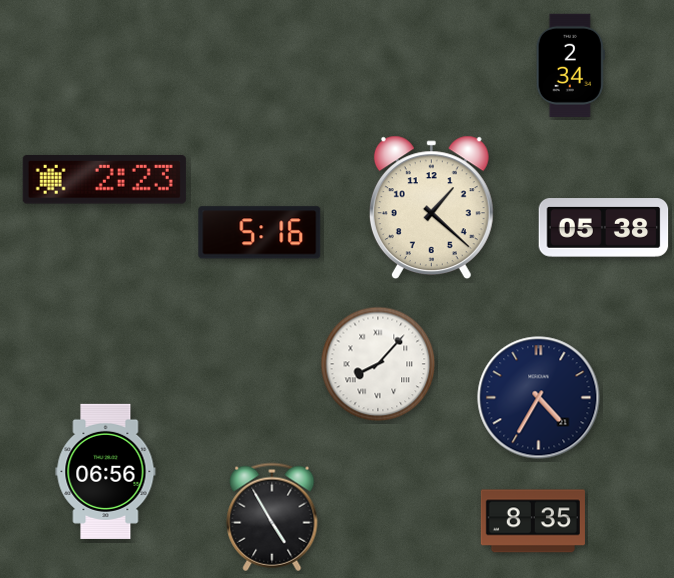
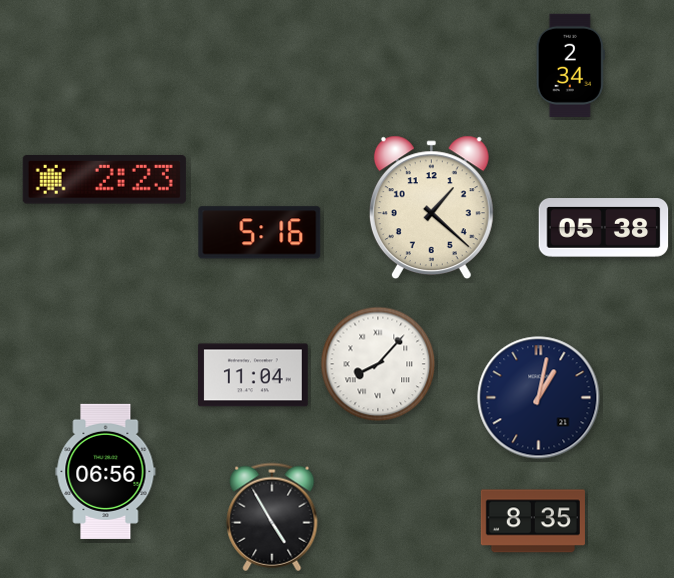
clock at (254, 375): none -> 11:04
clock at (539, 398): 4:35 -> 1:02
